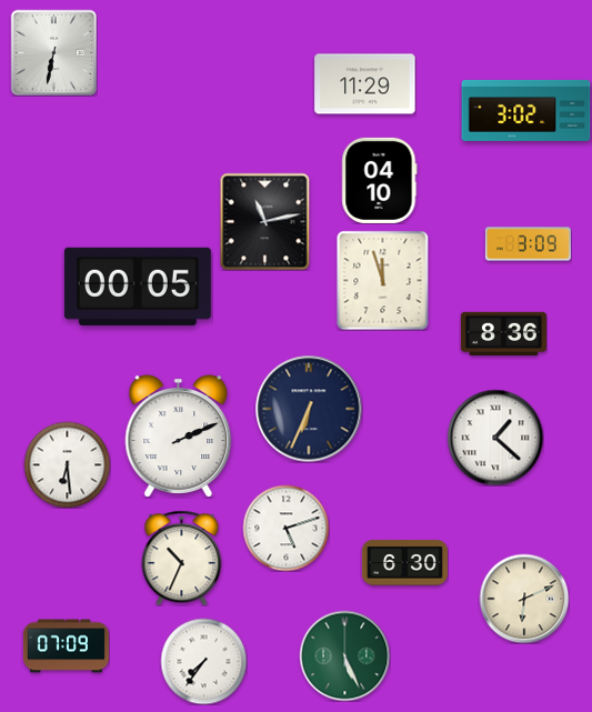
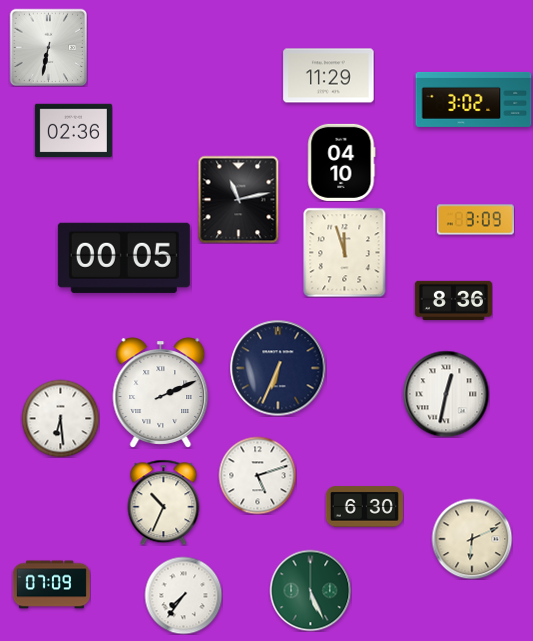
clock at (73, 131): none -> 02:36
clock at (495, 438): 1:22 -> 12:32
clock at (66, 646) position: (66, 646) -> (51, 585)
